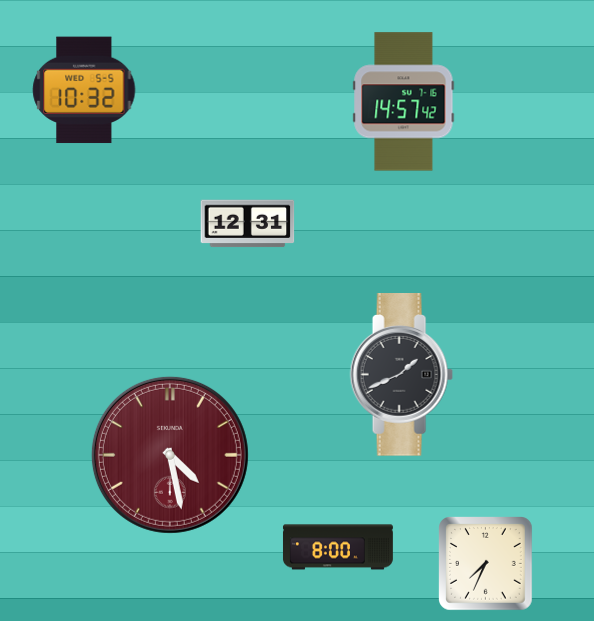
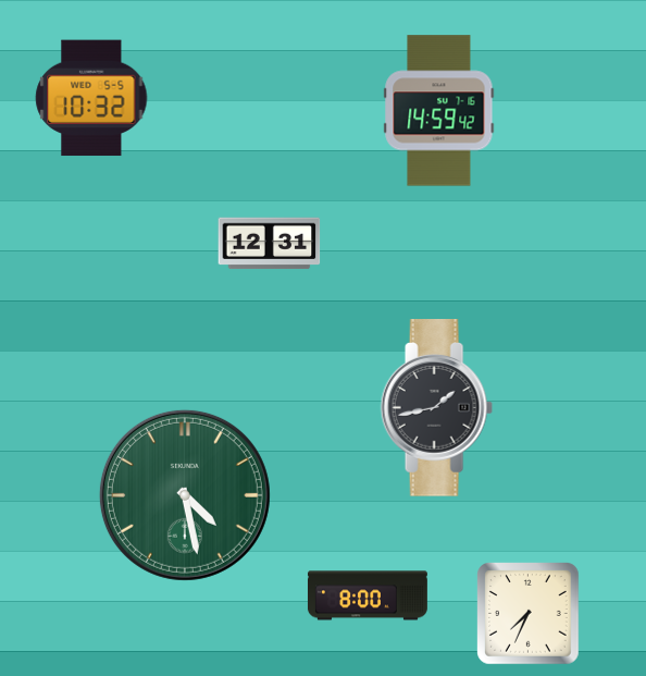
clock at (404, 102): 14:57 -> 14:59
clock at (401, 375): 1:41 -> 1:43
clock at (170, 455) dial: burgundy -> green
